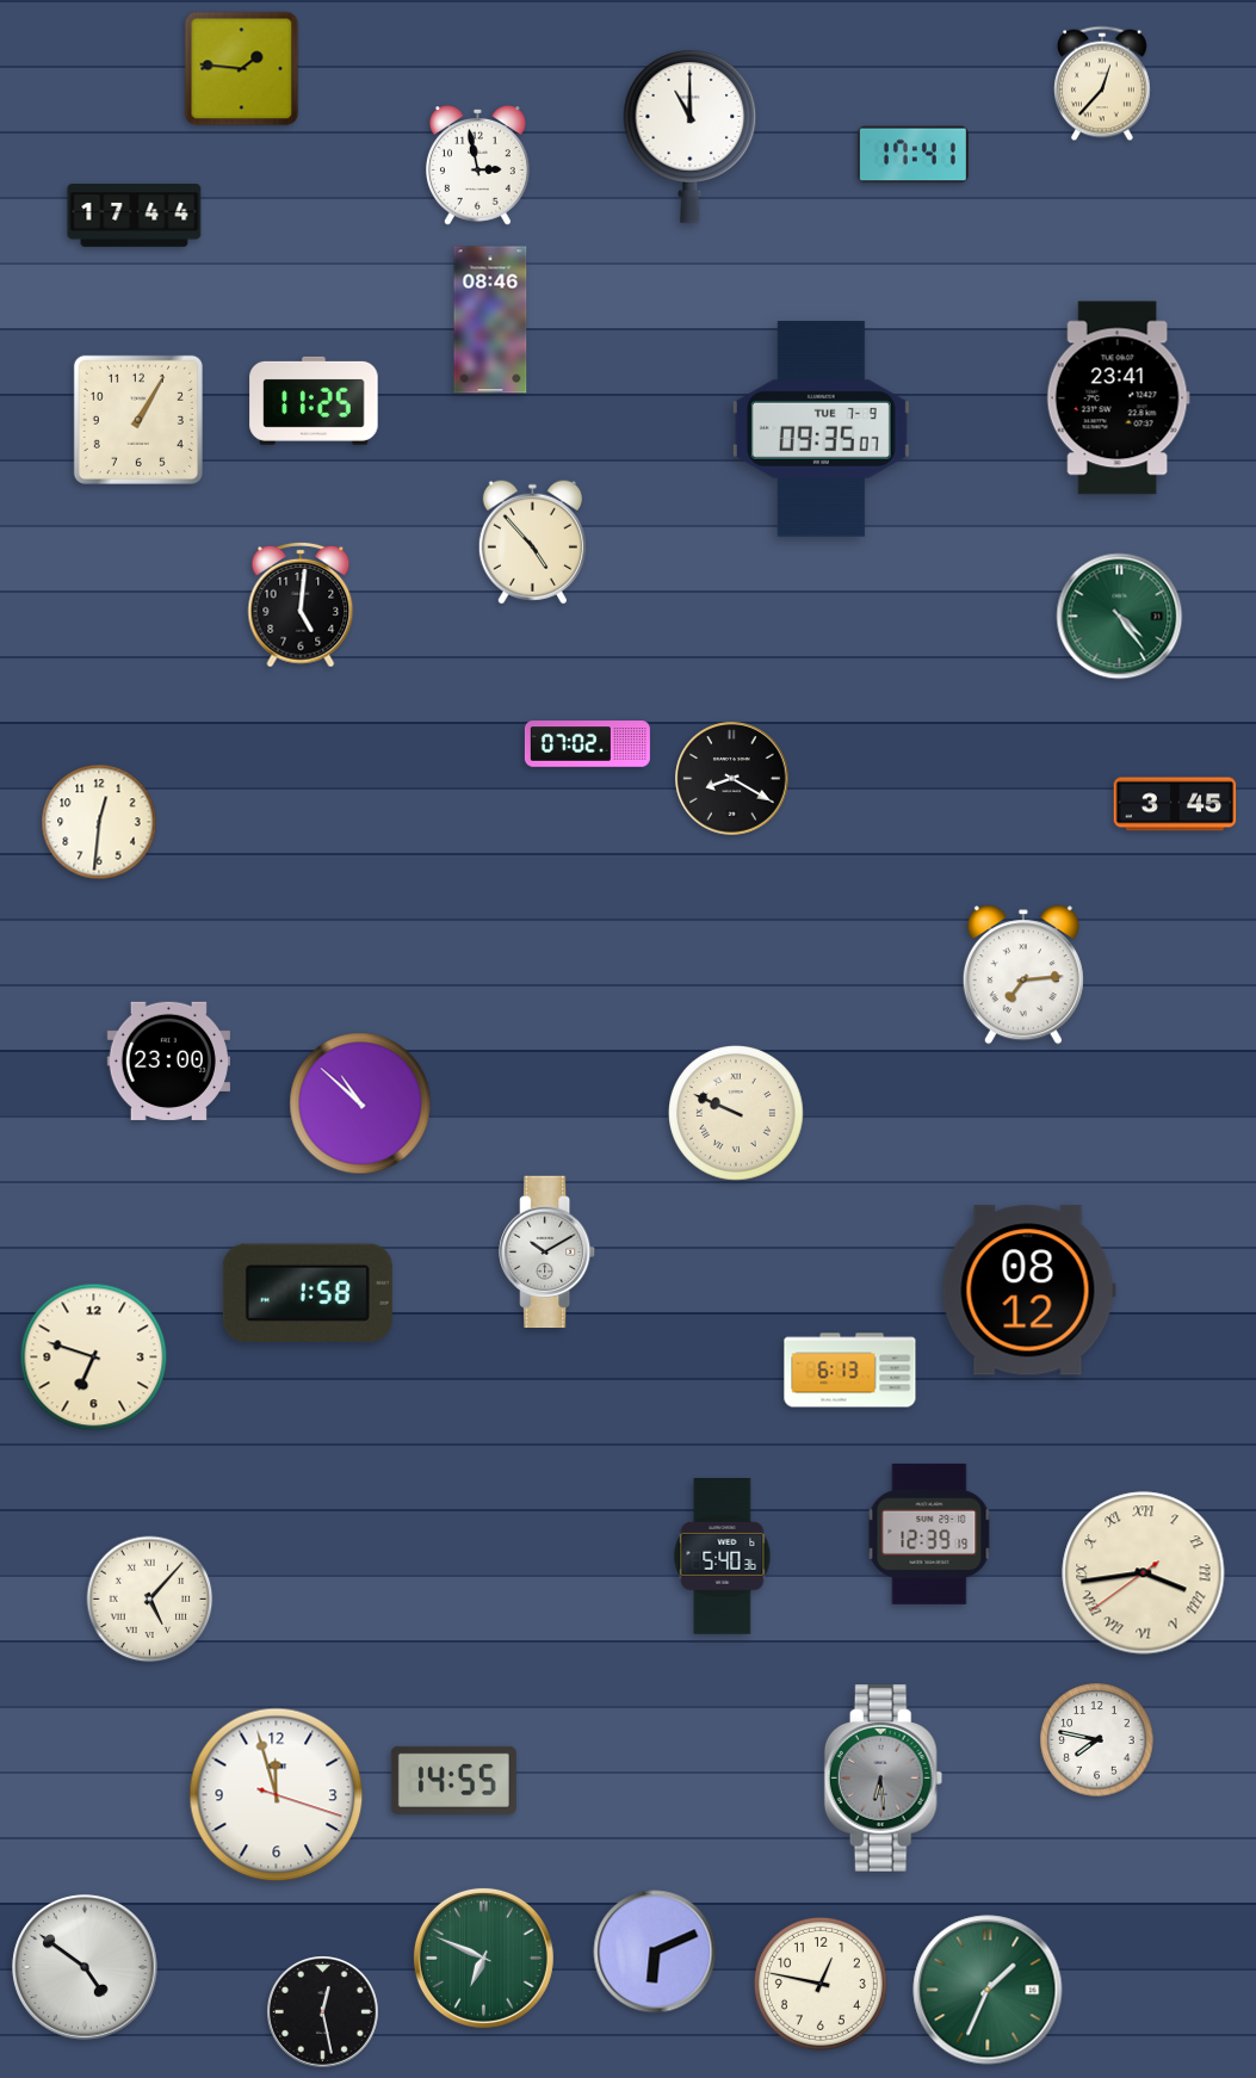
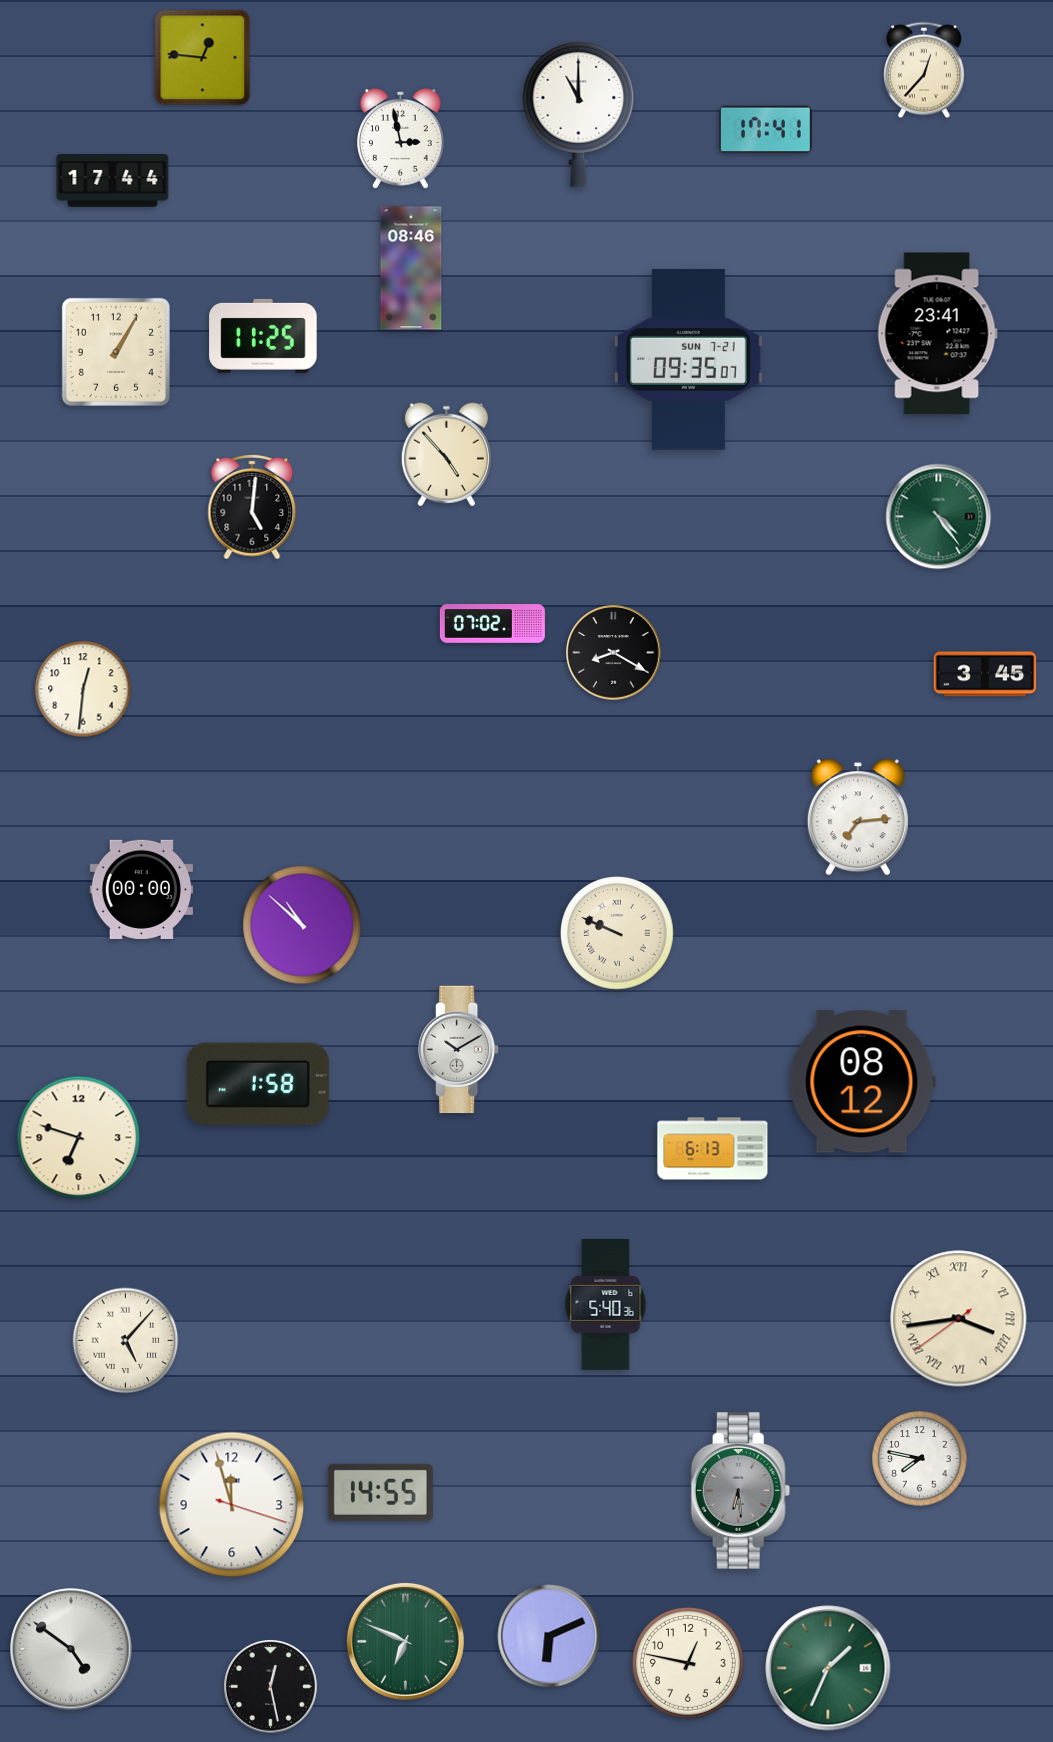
clock at (242, 69): 1:46 -> 12:46
clock at (821, 429) date: TUE 7-9 -> SUN 7-21
clock at (168, 1060): 23:00 -> 00:00
clock at (929, 1534): 12:39 -> none
